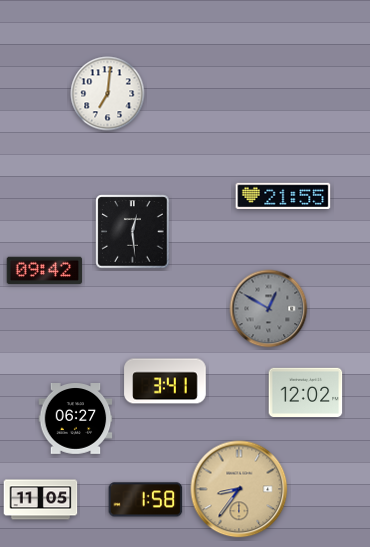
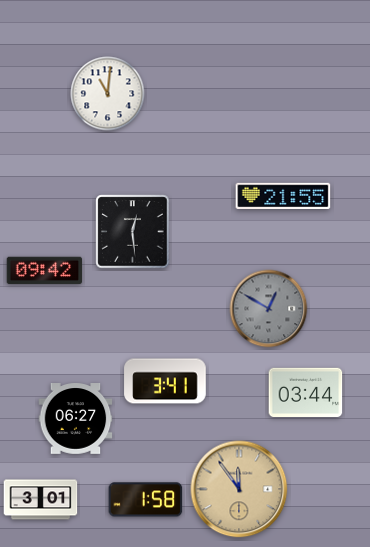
clock at (108, 94): 7:01 -> 11:01
clock at (306, 392): 12:02 -> 03:44
clock at (239, 489): 8:36 -> 11:54
clock at (41, 500): 11:05 -> 3:01
